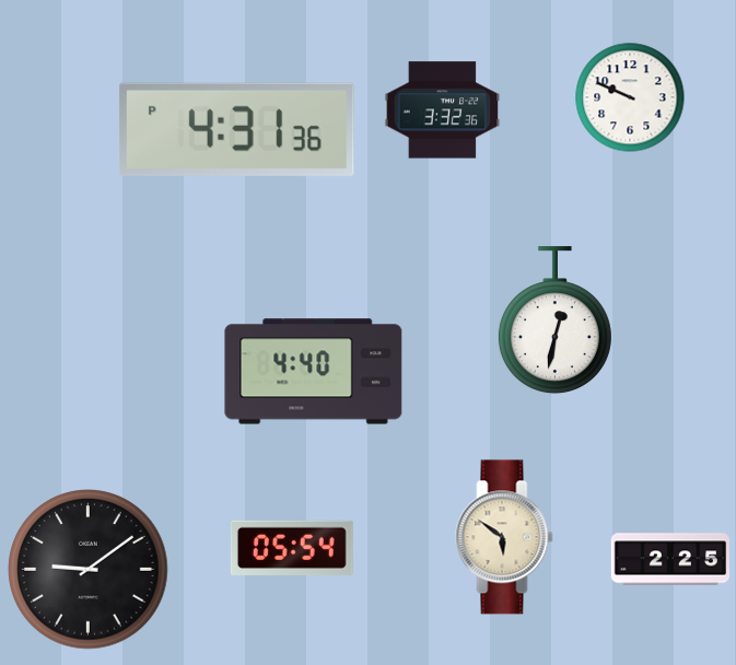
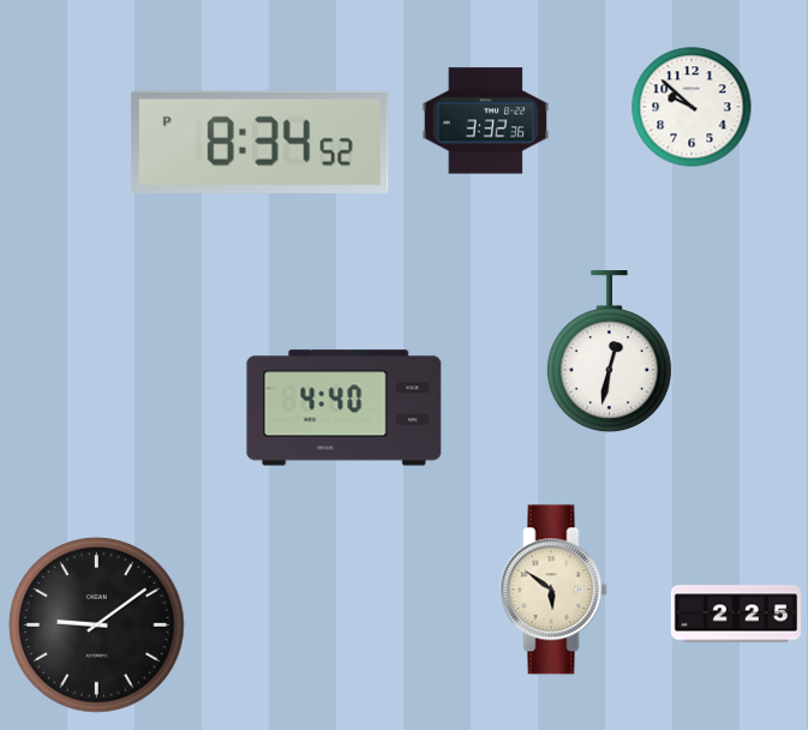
clock at (630, 97): 9:49 -> 9:52
clock at (236, 129): 4:31 -> 8:34
clock at (292, 548): 05:54 -> none
